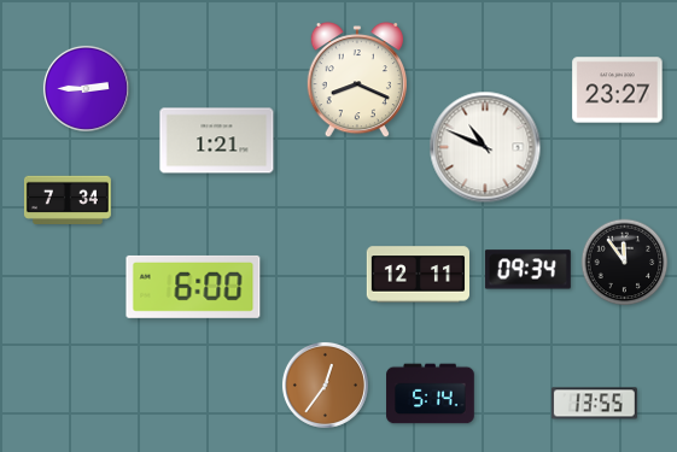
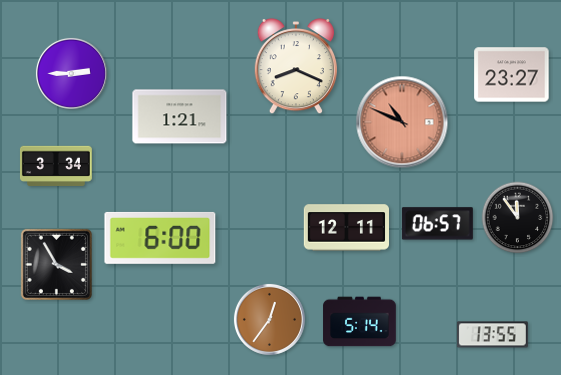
clock at (485, 147) dial: white -> salmon
clock at (68, 199): 7:34 -> 3:34
clock at (527, 270): 09:34 -> 06:57
clock at (56, 264): none -> 3:55
clock at (431, 394) position: (431, 394) -> (360, 322)
